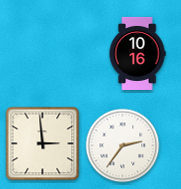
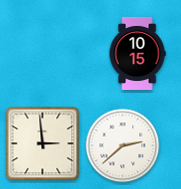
clock at (137, 53): 10:16 -> 10:15
clock at (123, 146): 2:36 -> 2:38
